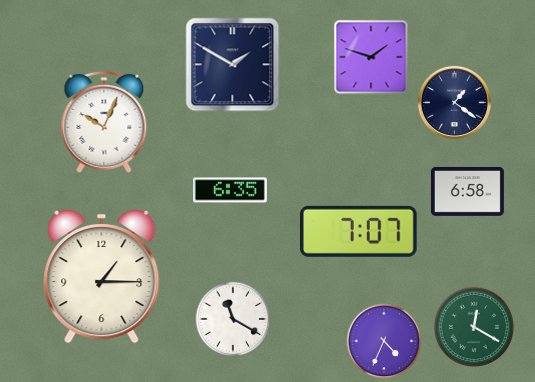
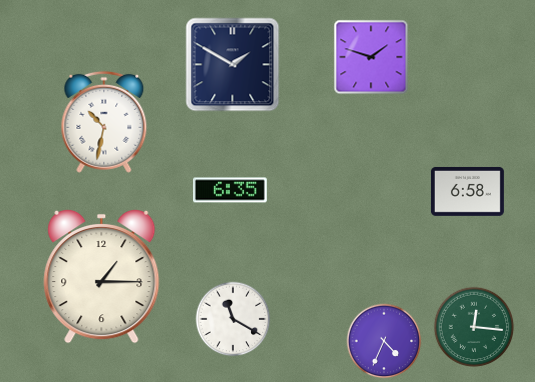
clock at (454, 102): 1:21 -> none
clock at (104, 122): 10:04 -> 10:32
clock at (358, 231): 7:07 -> none
clock at (474, 327): 12:20 -> 12:16
